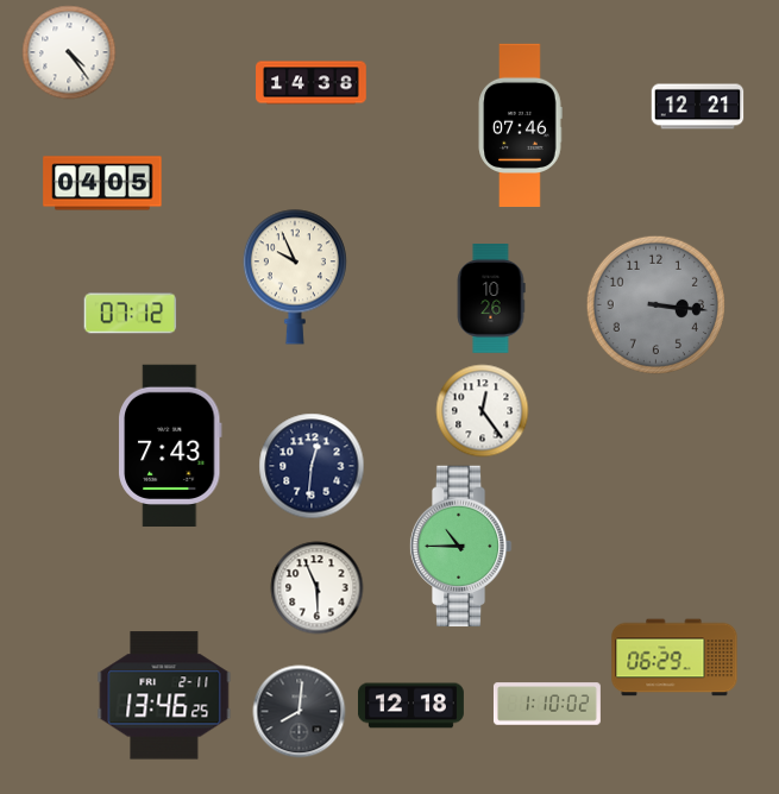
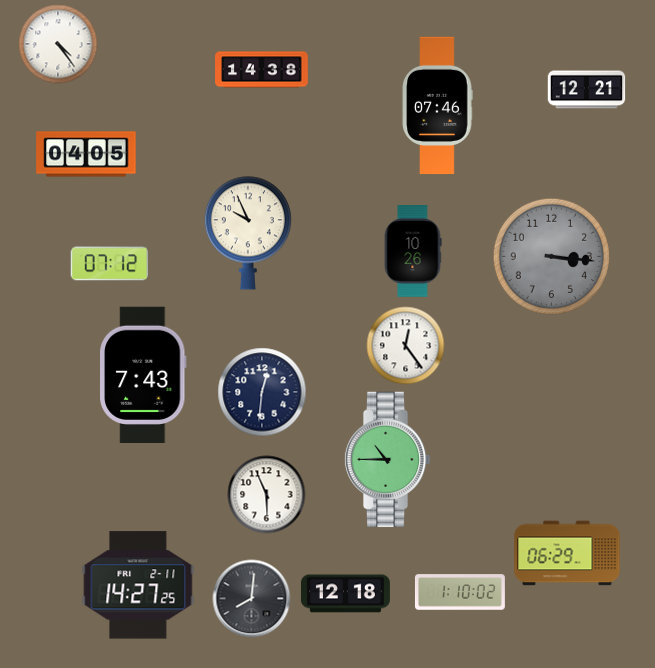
clock at (164, 695): 13:46 -> 14:27
